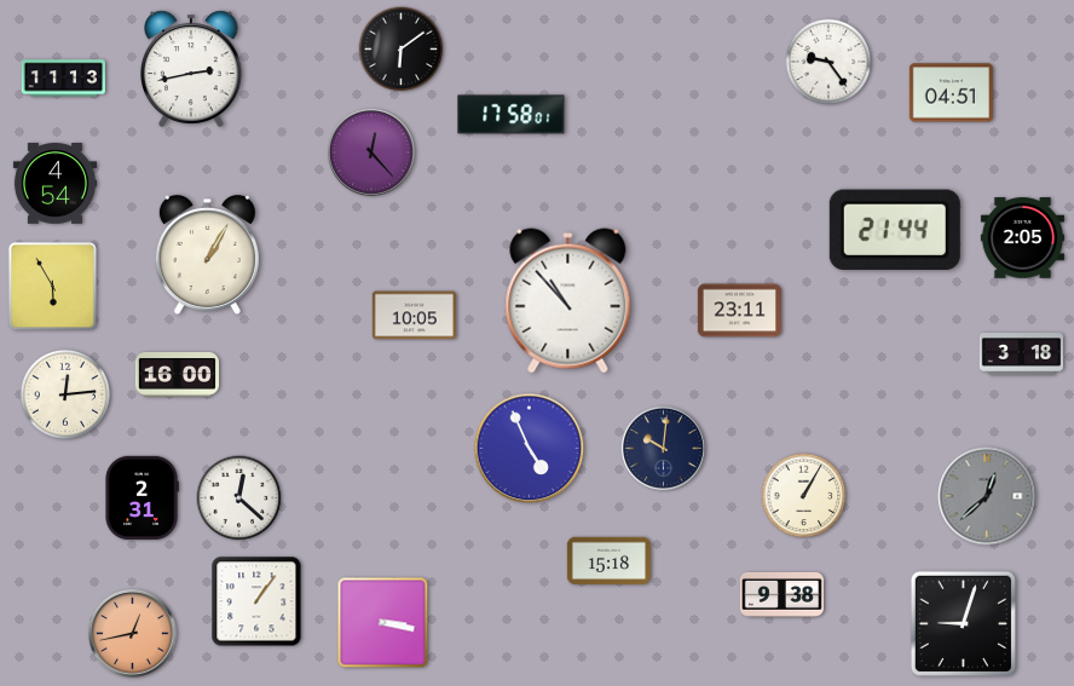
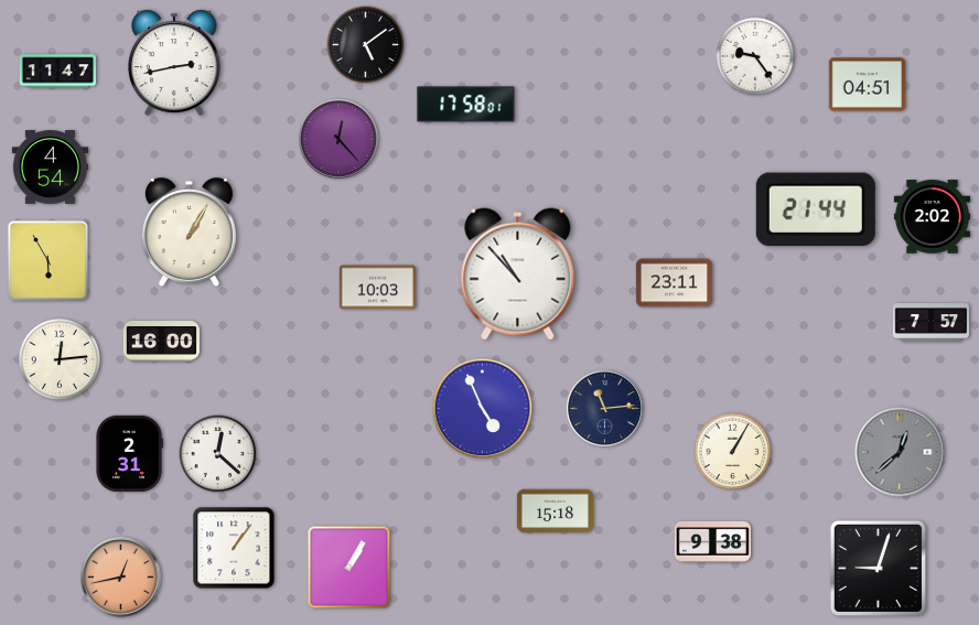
clock at (402, 50): 6:09 -> 5:09
clock at (63, 79): 11:13 -> 11:47
clock at (1022, 238): 2:05 -> 2:02
clock at (414, 316): 10:05 -> 10:03
clock at (1021, 354): 3:18 -> 7:57
clock at (663, 448): 10:01 -> 11:14
clock at (383, 623): 3:17 -> 1:05
